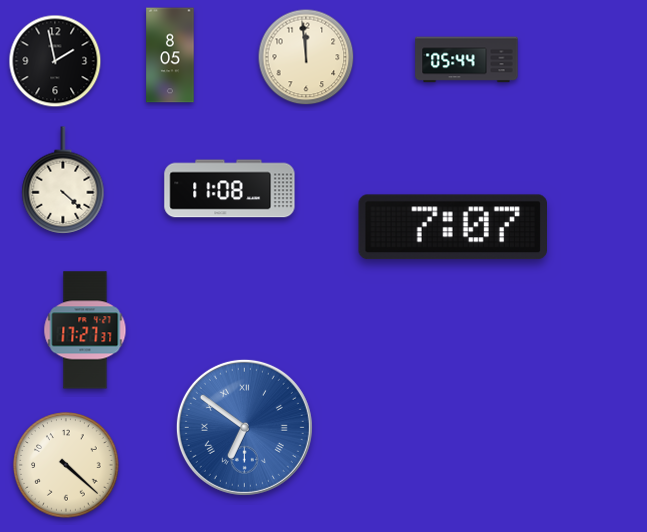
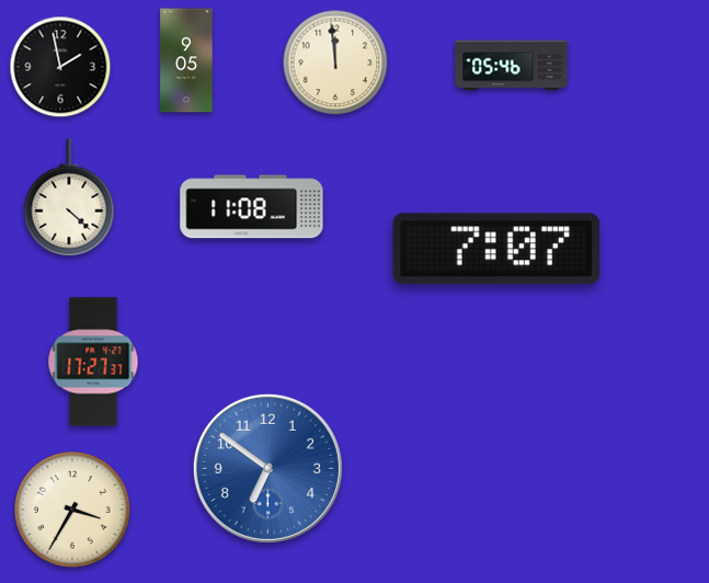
clock at (170, 55): 8:05 -> 9:05
clock at (467, 60): 05:44 -> 05:46
clock at (244, 427) numerals: Roman -> Arabic
clock at (66, 465): 4:22 -> 3:35
